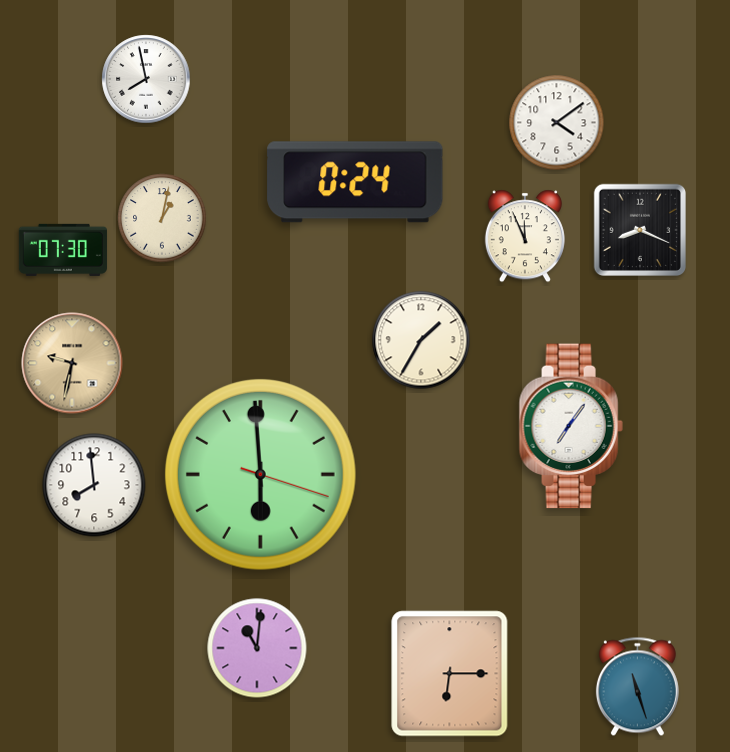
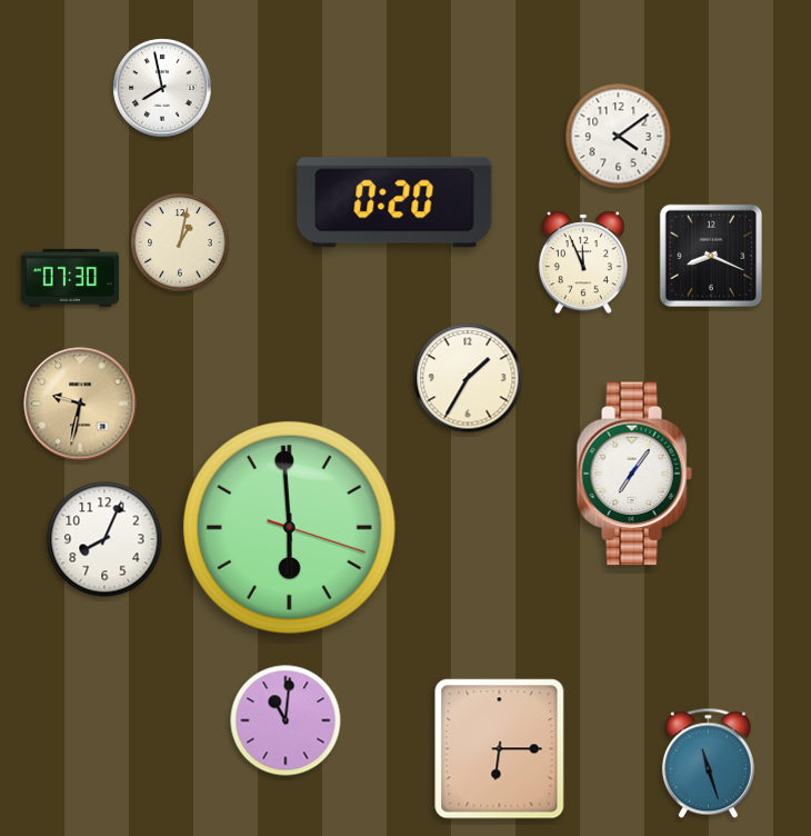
clock at (355, 182): 0:24 -> 0:20
clock at (94, 485): 7:59 -> 8:04
